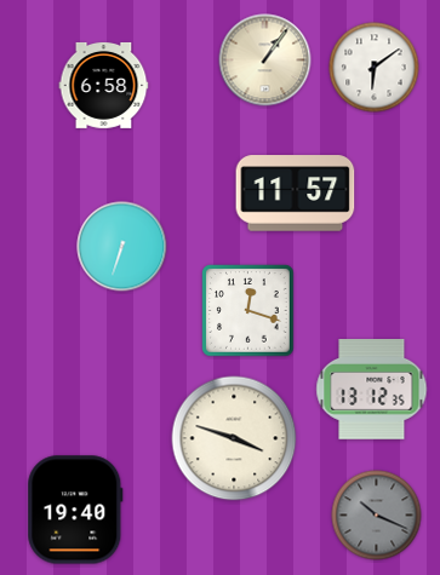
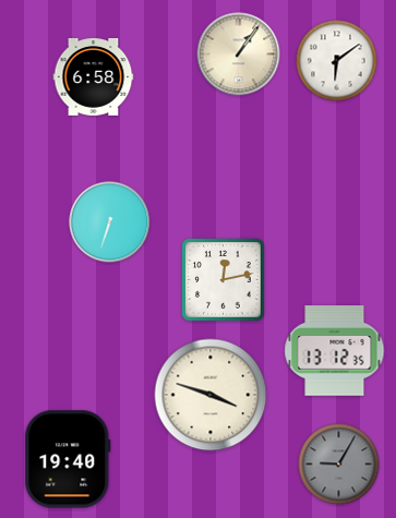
clock at (296, 194): 11:57 -> none
clock at (248, 311): 12:18 -> 12:13
clock at (377, 516): 10:19 -> 9:05
